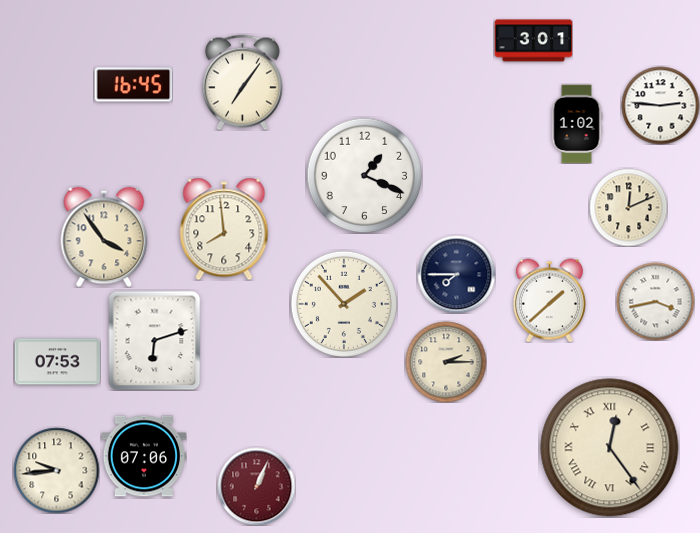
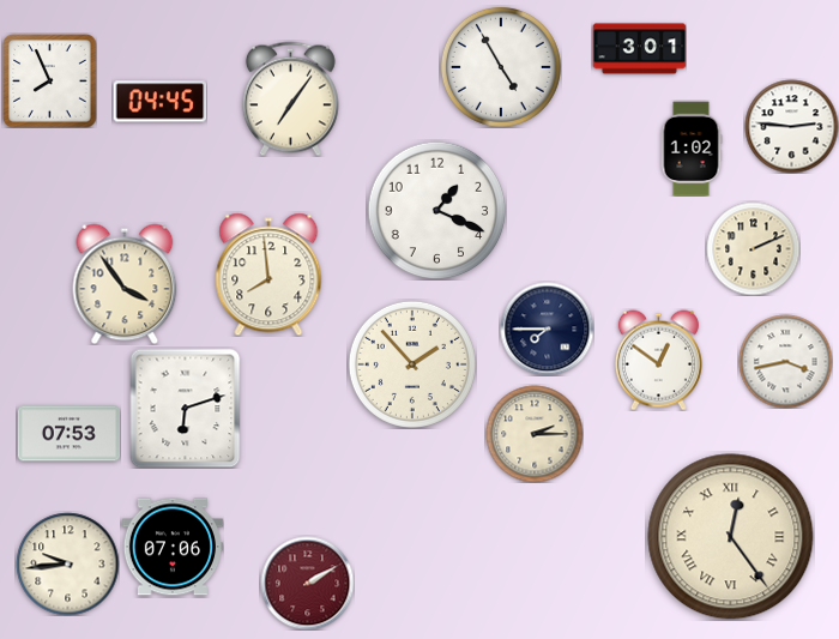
clock at (501, 67): none -> 4:55
clock at (50, 82): none -> 7:56
clock at (133, 85): 16:45 -> 04:45
clock at (628, 207): 12:11 -> 2:11
clock at (549, 300): 1:38 -> 12:51
clock at (256, 486): 1:04 -> 2:10
